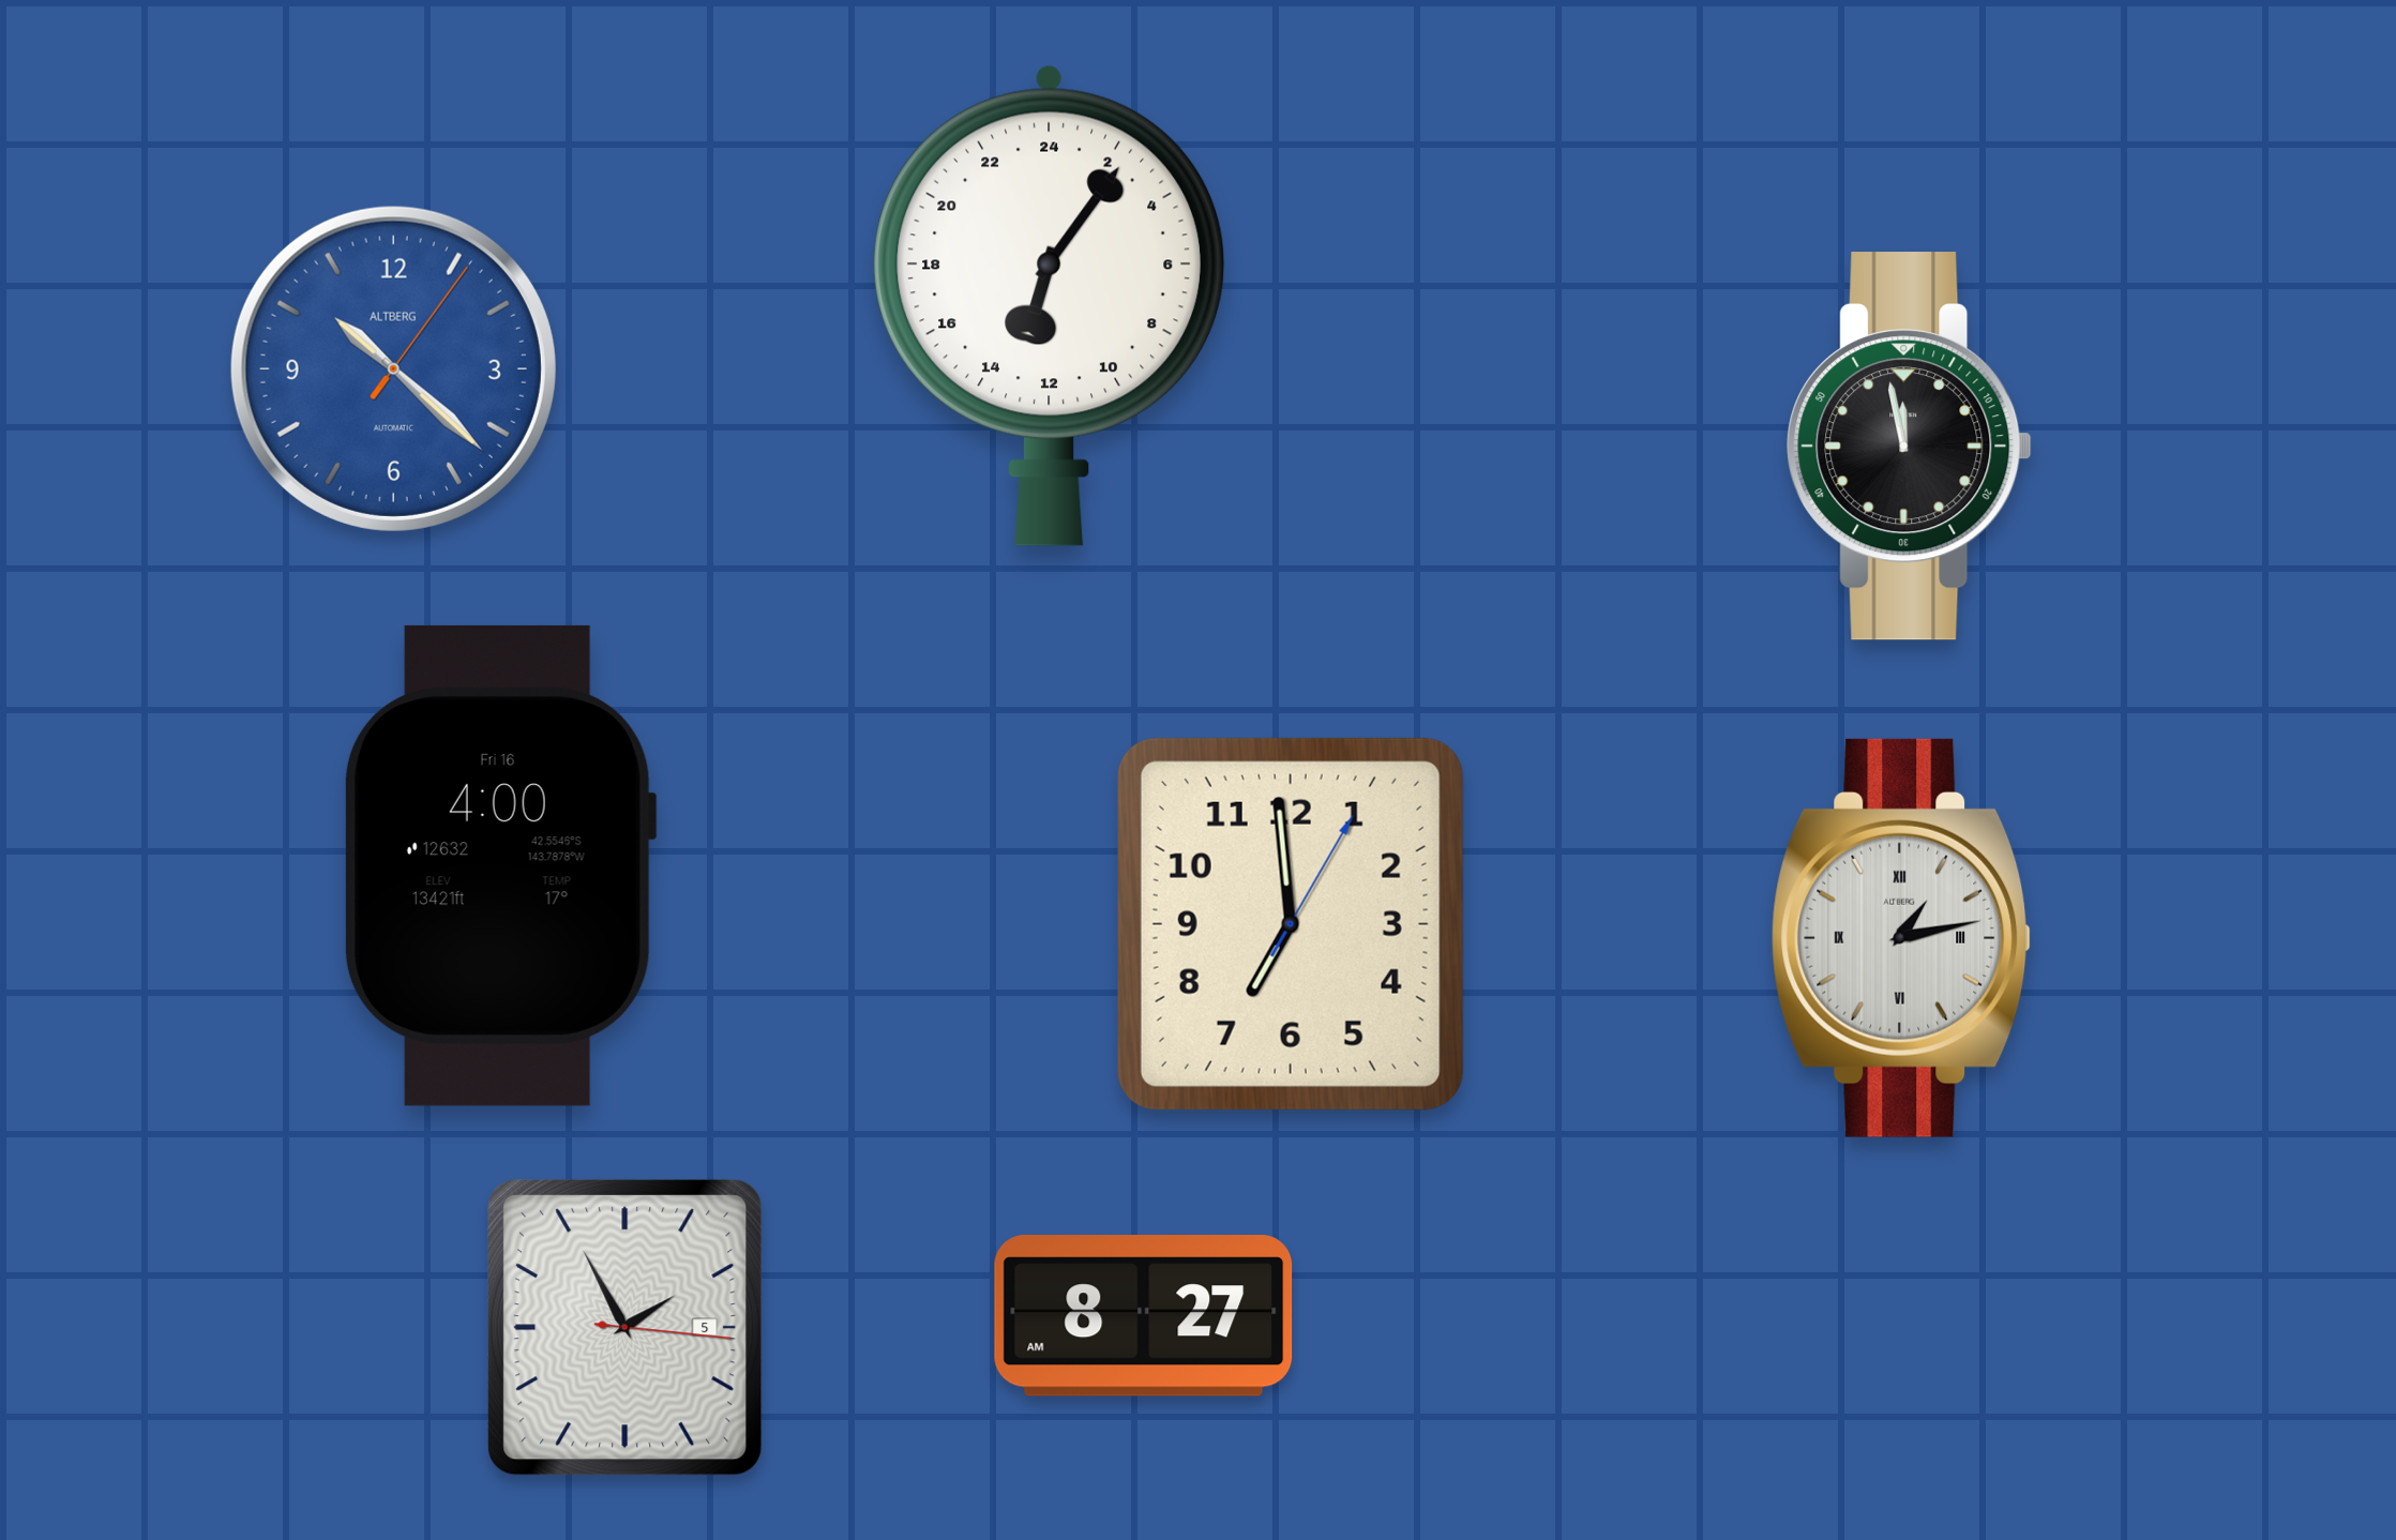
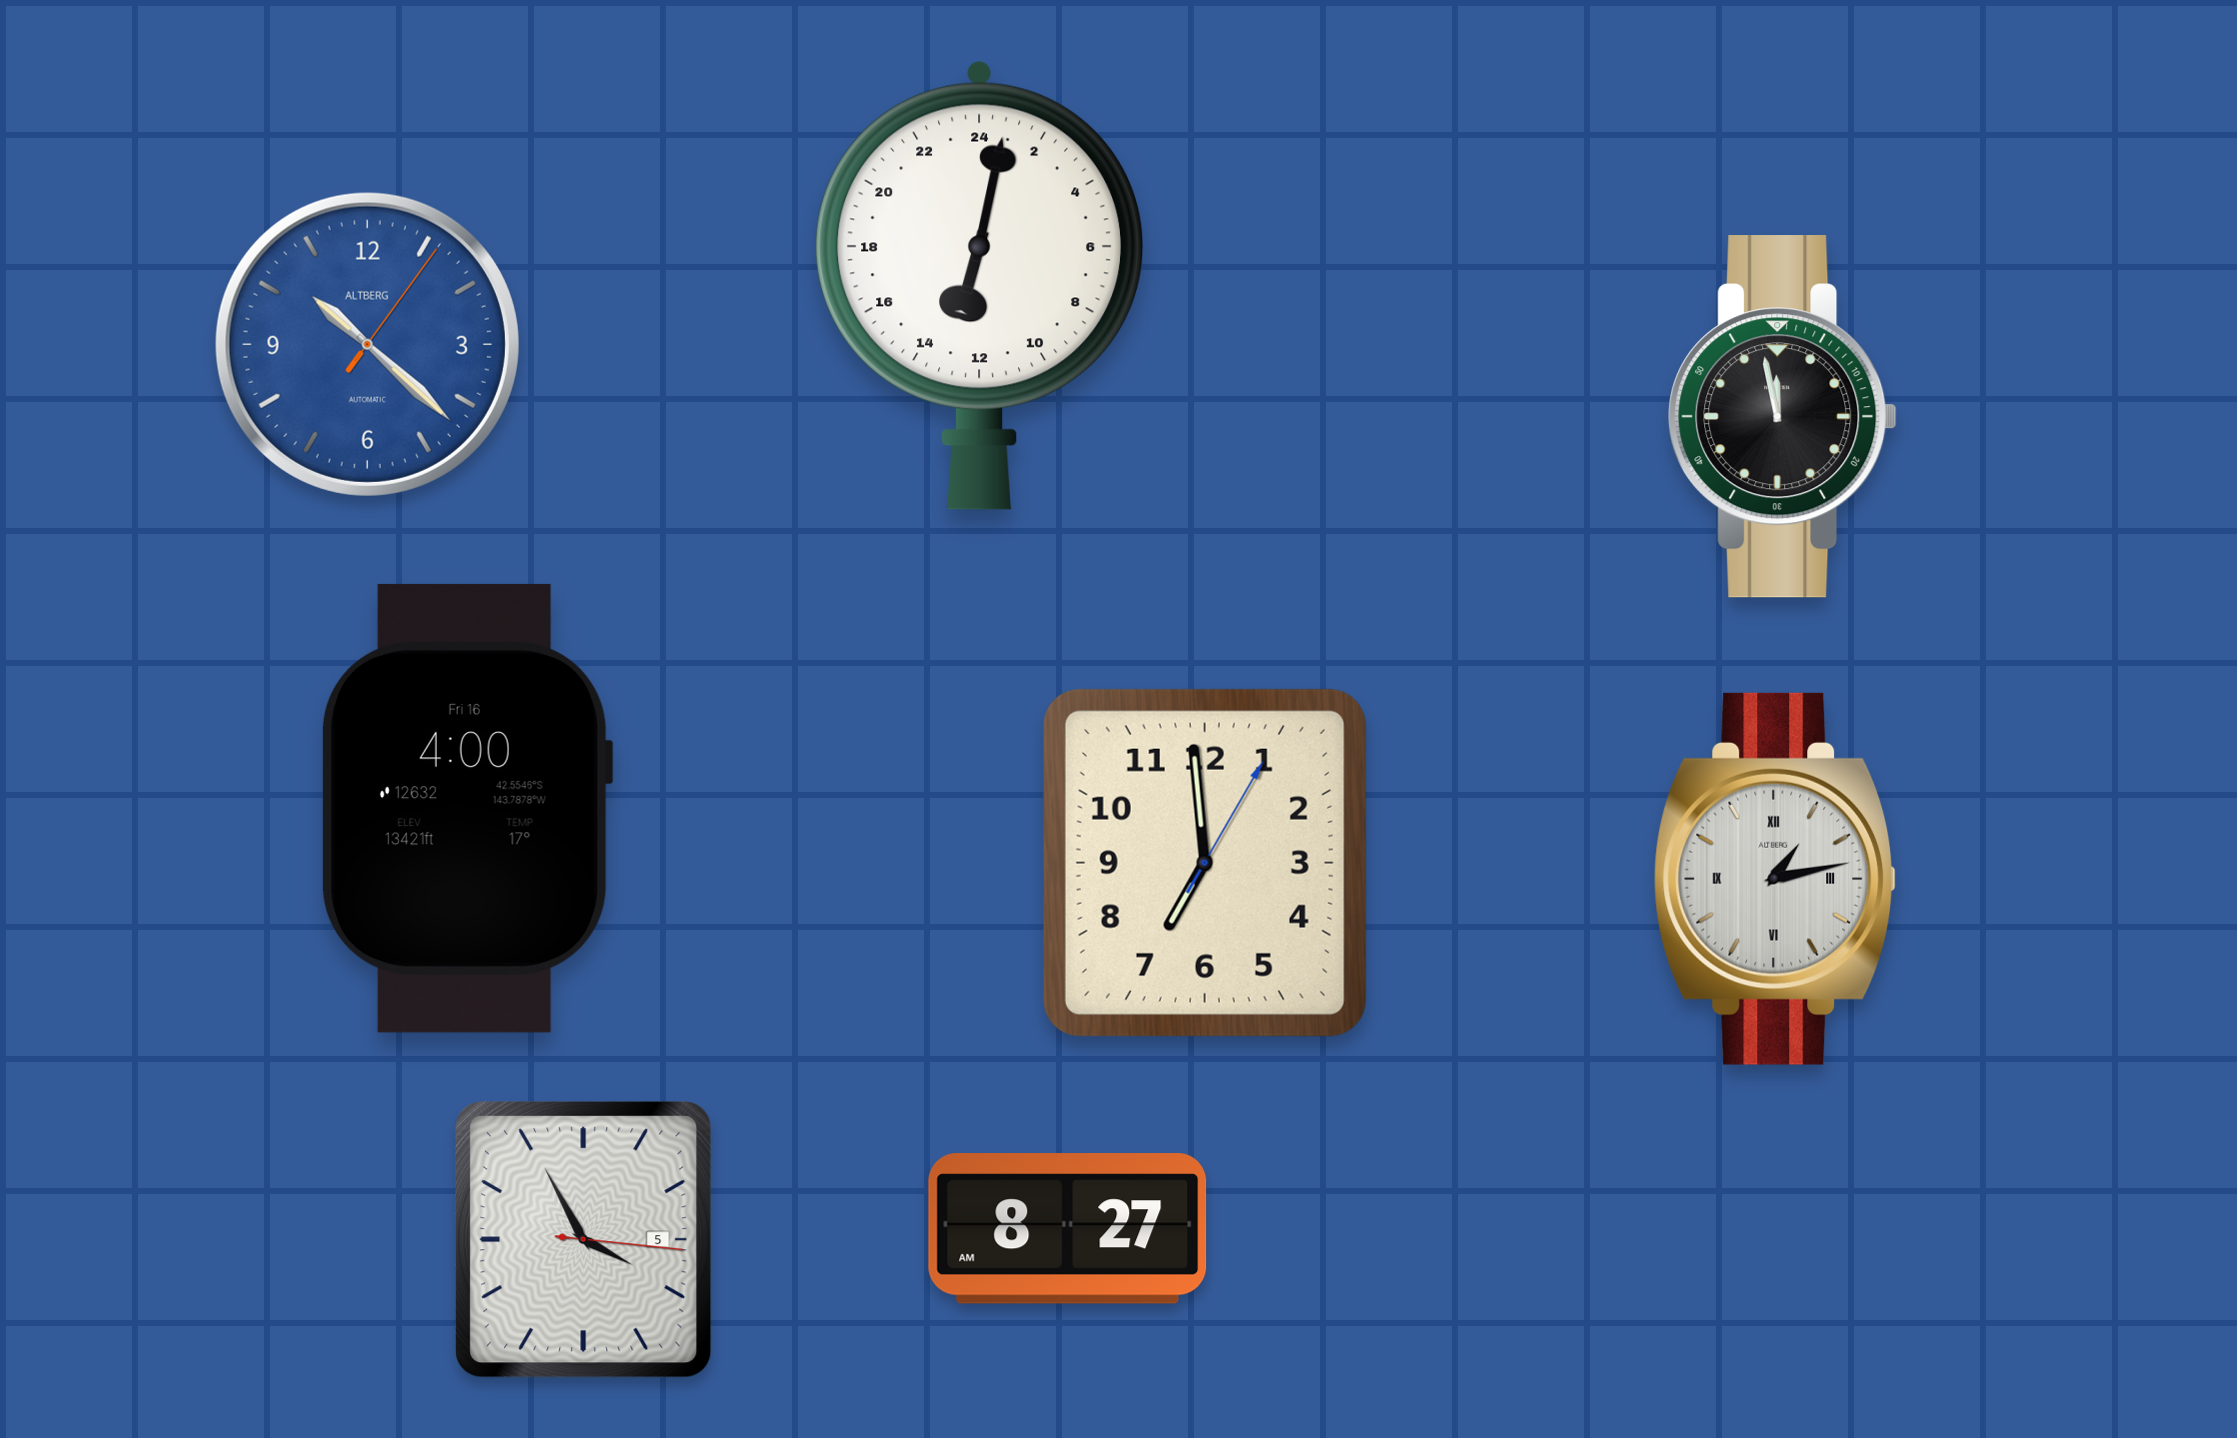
clock at (1049, 305): 13:06 -> 13:02
clock at (1901, 938) position: (1901, 938) -> (1775, 879)
clock at (626, 1328): 1:55 -> 3:55
